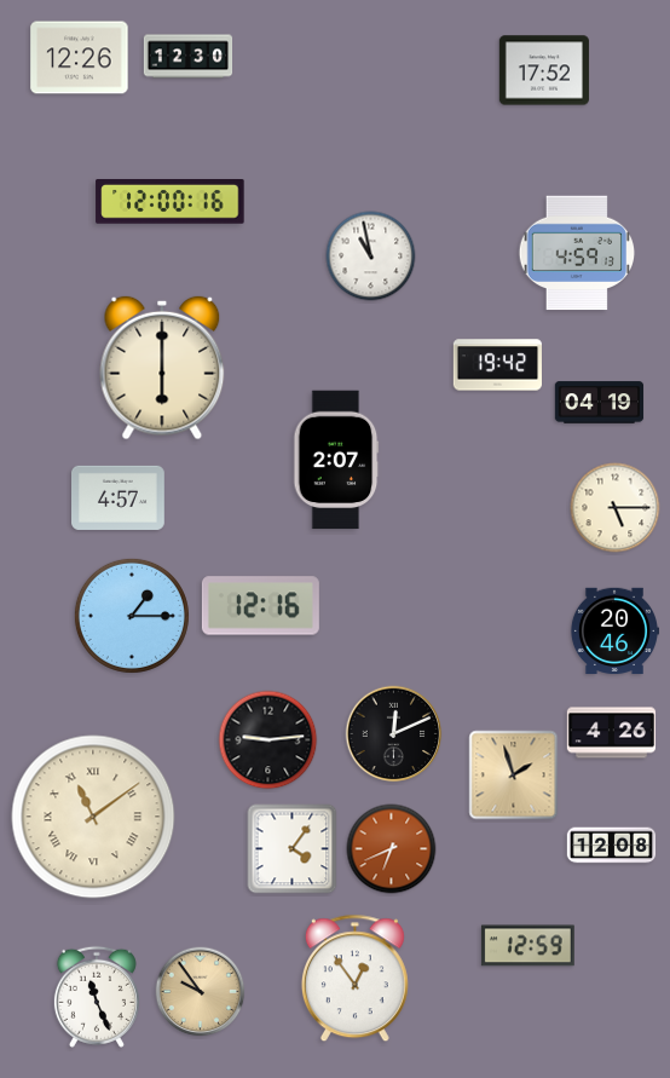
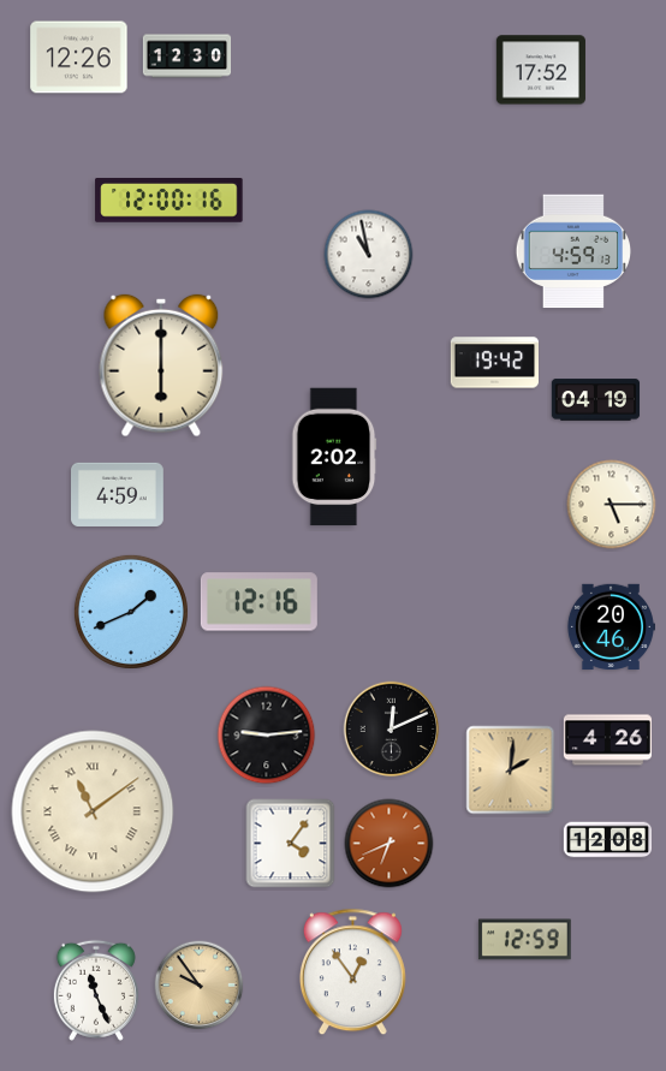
clock at (336, 460): 2:07 -> 2:02
clock at (119, 497): 4:57 -> 4:59
clock at (132, 616): 1:15 -> 1:41
clock at (612, 733) position: (612, 733) -> (608, 740)
clock at (514, 776): 1:57 -> 2:01
